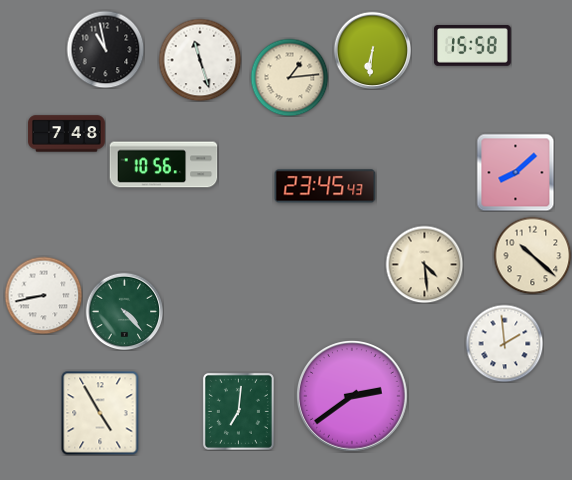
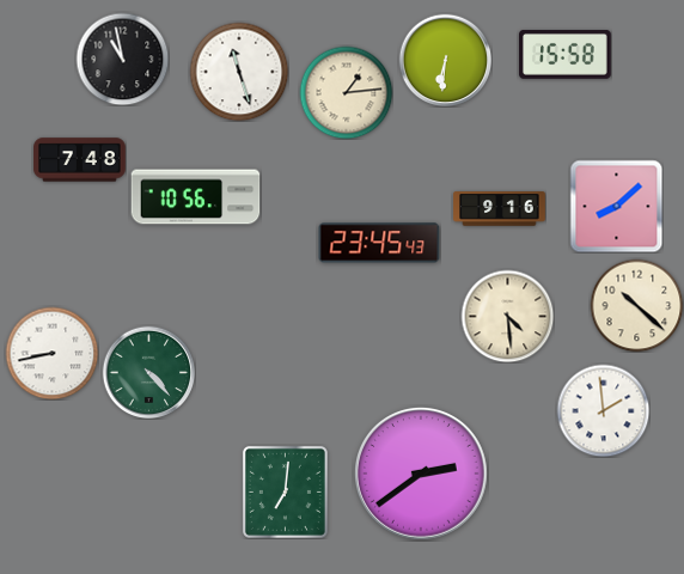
clock at (105, 49) position: (105, 49) -> (122, 59)
clock at (500, 209): none -> 9:16
clock at (325, 186) position: (325, 186) -> (379, 243)
clock at (100, 413): 4:55 -> none
